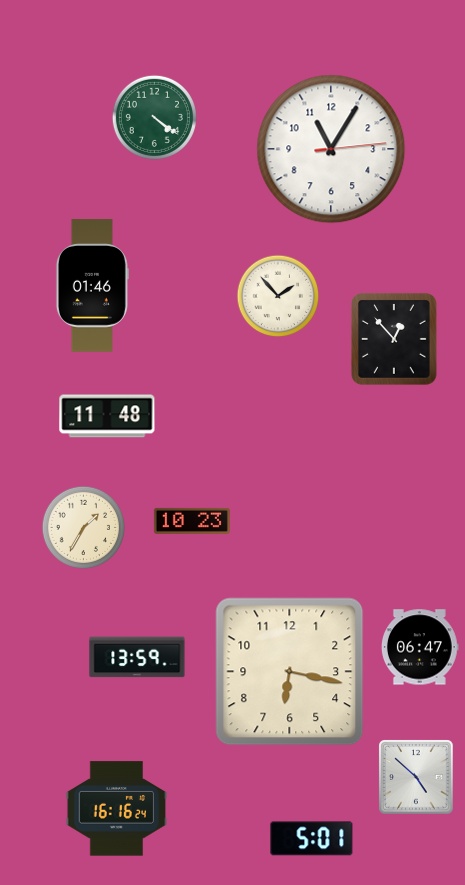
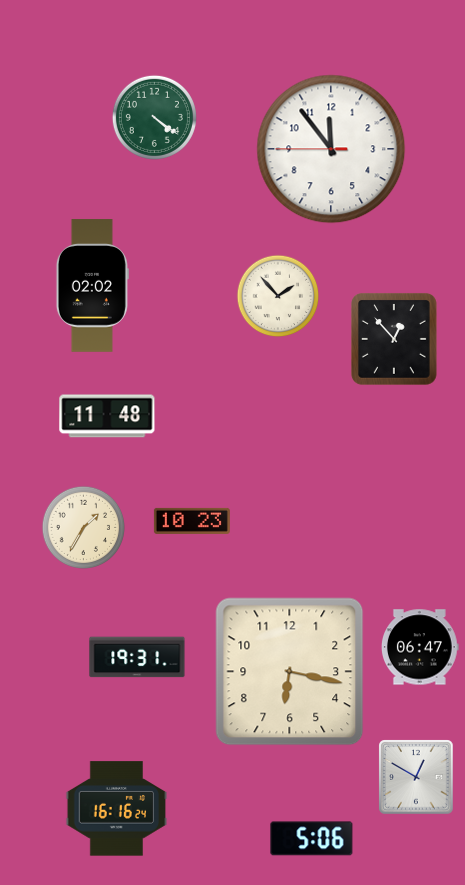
clock at (331, 149): 11:05 -> 11:53
clock at (92, 286): 01:46 -> 02:02
clock at (137, 657): 13:59 -> 19:31
clock at (416, 777): 4:52 -> 12:50
clock at (312, 839): 5:01 -> 5:06
